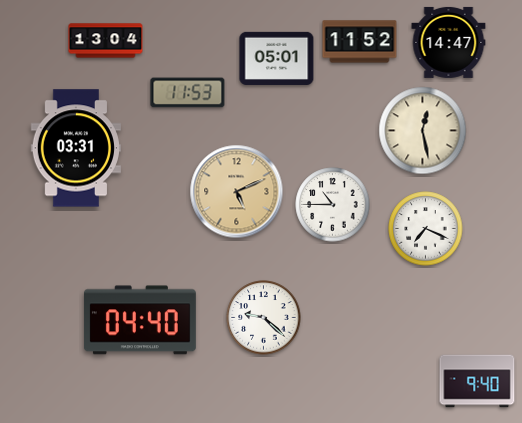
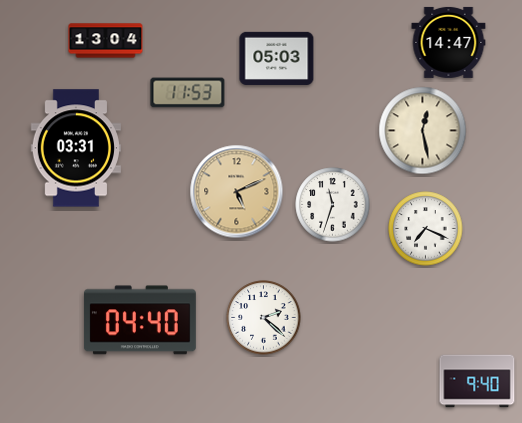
clock at (360, 42): 11:52 -> none
clock at (277, 58): 05:01 -> 05:03
clock at (333, 205): 10:45 -> 11:33
clock at (264, 318): 9:22 -> 2:22
